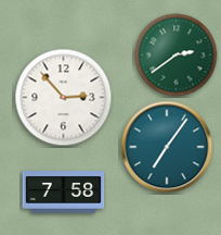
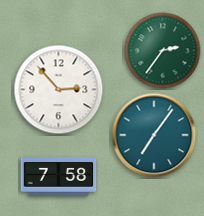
clock at (177, 55): 2:39 -> 2:36
